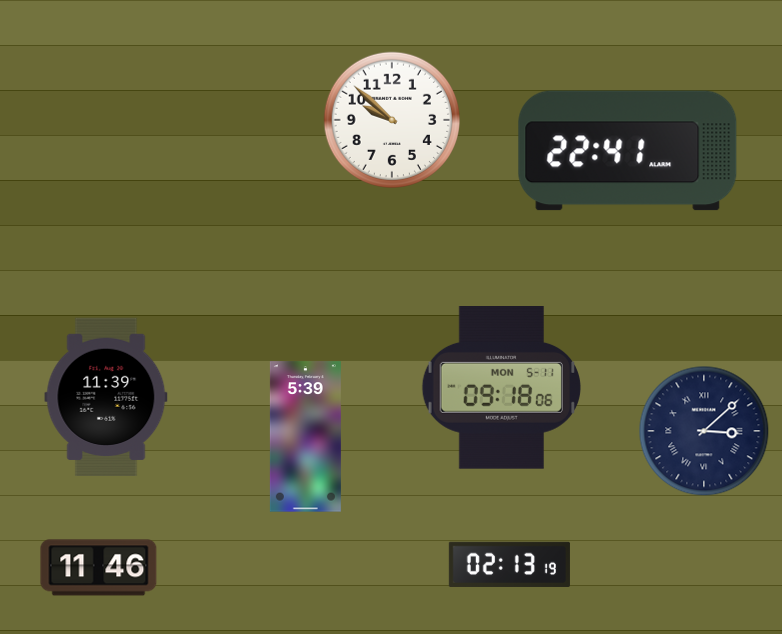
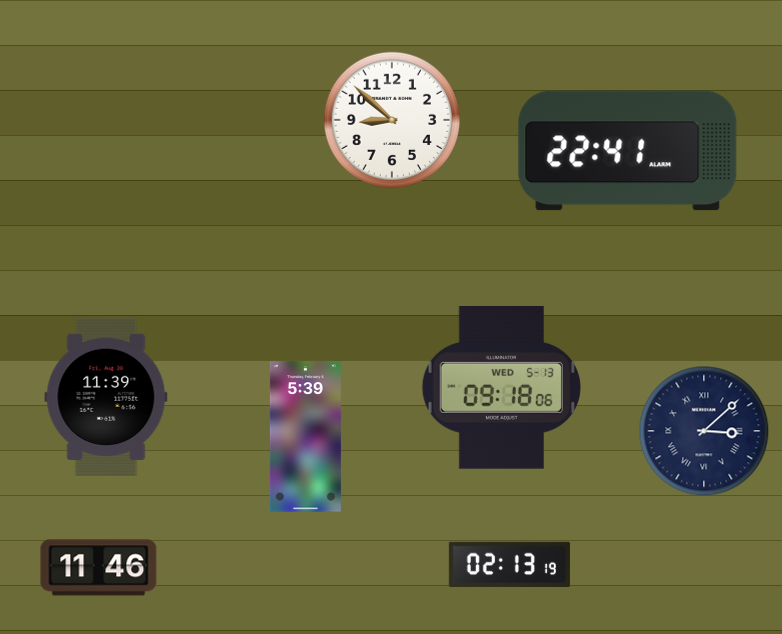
clock at (391, 119): 9:52 -> 8:52
clock at (501, 388) date: MON 5-11 -> WED 5-13
